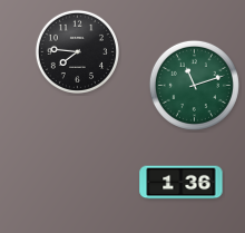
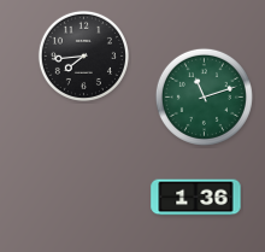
clock at (77, 51): 7:46 -> 7:44
clock at (194, 85) position: (194, 85) -> (204, 96)
